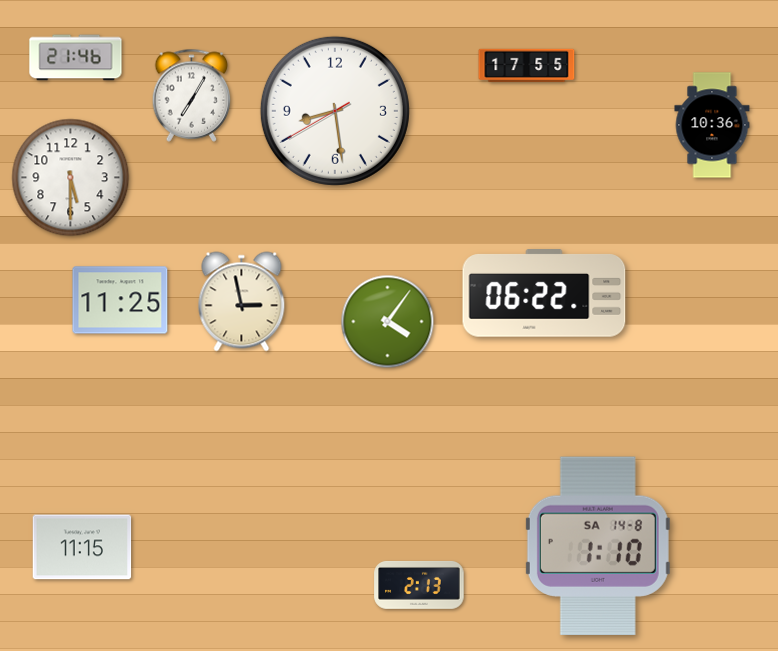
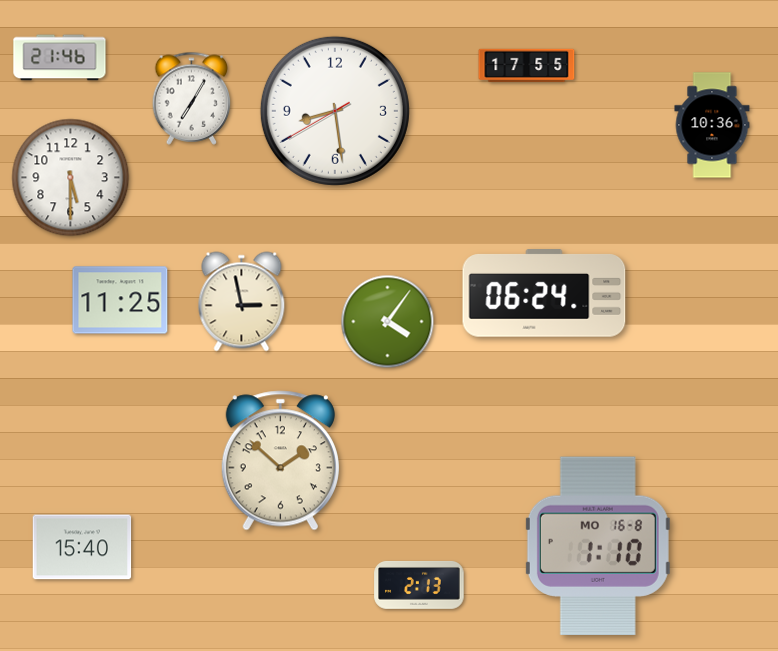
clock at (76, 58) position: (76, 58) -> (60, 58)
clock at (192, 95) position: (192, 95) -> (192, 98)
clock at (544, 293): 06:22 -> 06:24
clock at (280, 461): none -> 1:52
clock at (598, 545) date: SA 14-8 -> MO 16-8
clock at (82, 547): 11:15 -> 15:40
